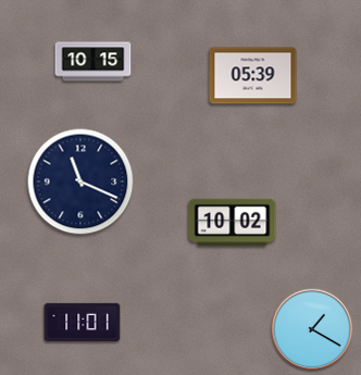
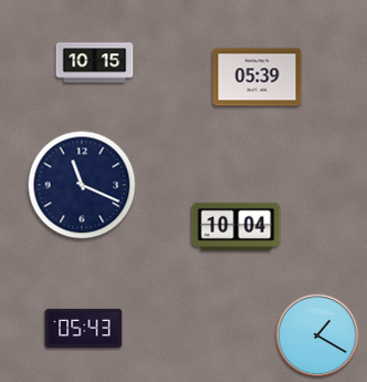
clock at (233, 222): 10:02 -> 10:04
clock at (83, 322): 11:01 -> 05:43
